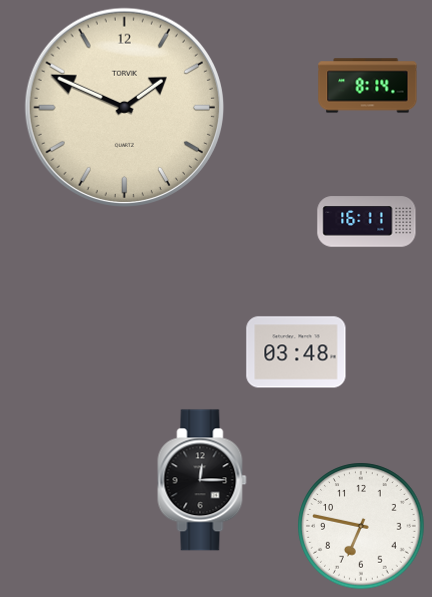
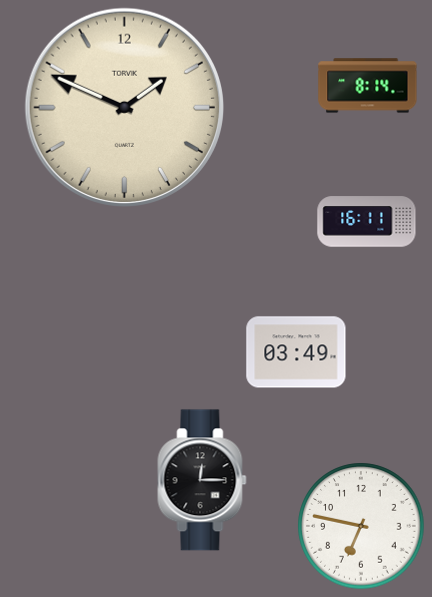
clock at (296, 352): 03:48 -> 03:49
